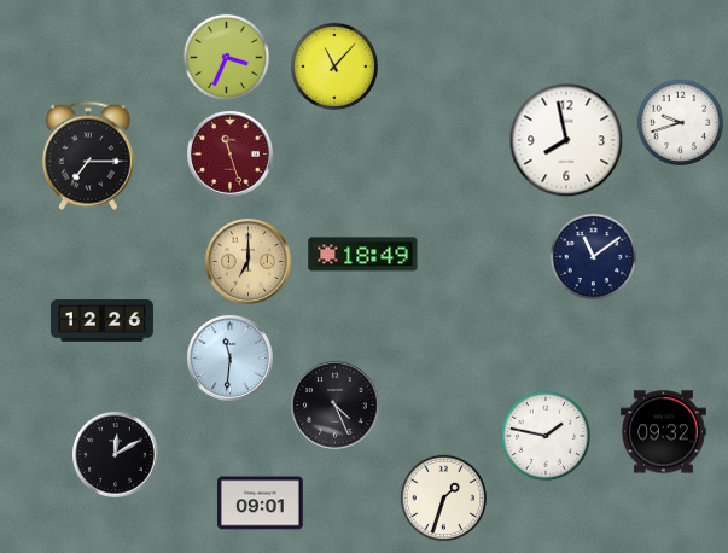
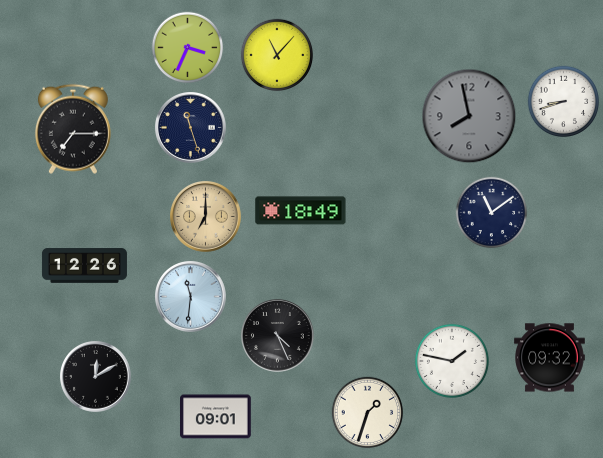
clock at (681, 123): 9:42 -> 8:42
clock at (566, 140) dial: white -> grey
clock at (231, 155) dial: burgundy -> navy
